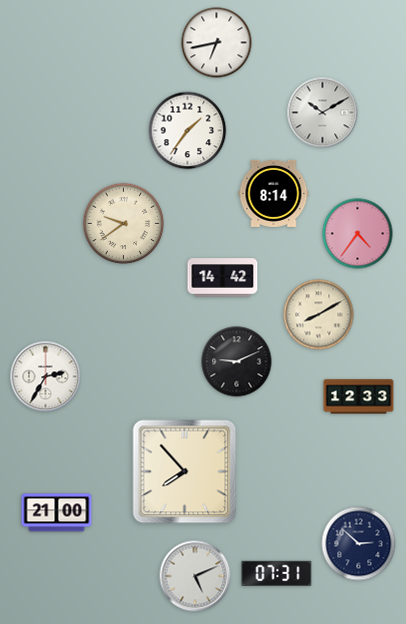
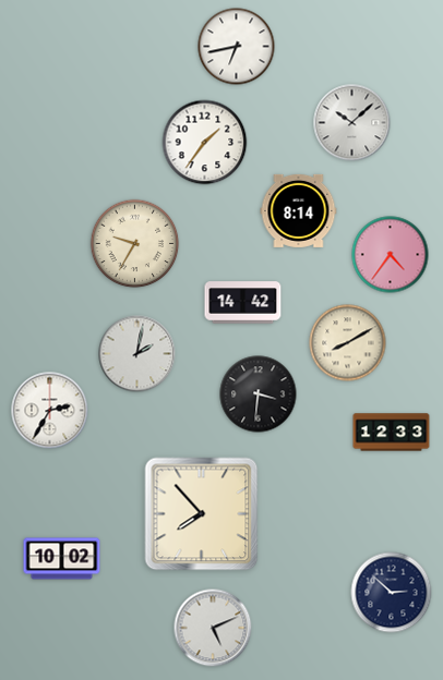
clock at (323, 113): 10:10 -> 10:08
clock at (124, 224): 9:39 -> 9:35
clock at (137, 354): none -> 2:02
clock at (237, 362): 9:11 -> 3:31
clock at (57, 513): 21:00 -> 10:02
clock at (277, 573): 07:31 -> none
